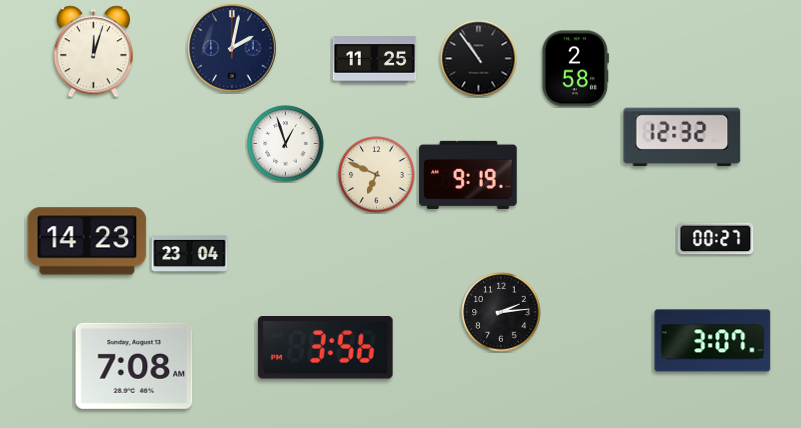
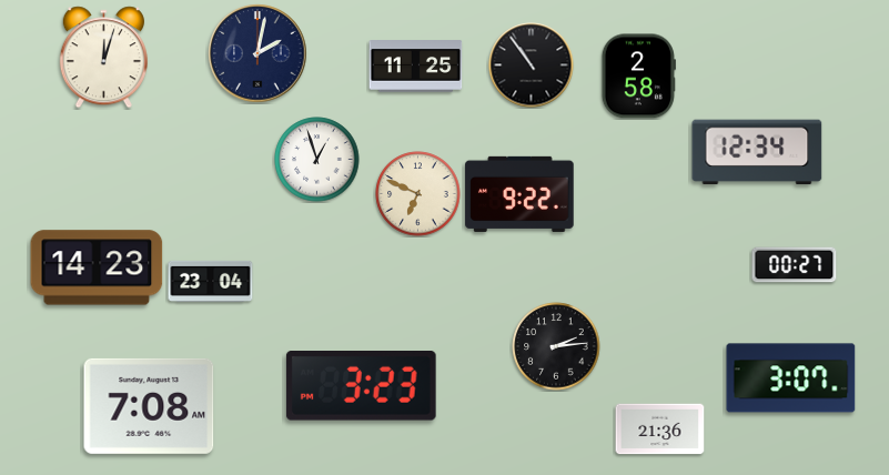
clock at (682, 137): 12:32 -> 12:34
clock at (468, 175): 9:19 -> 9:22
clock at (325, 348): 3:56 -> 3:23
clock at (660, 429): none -> 21:36
